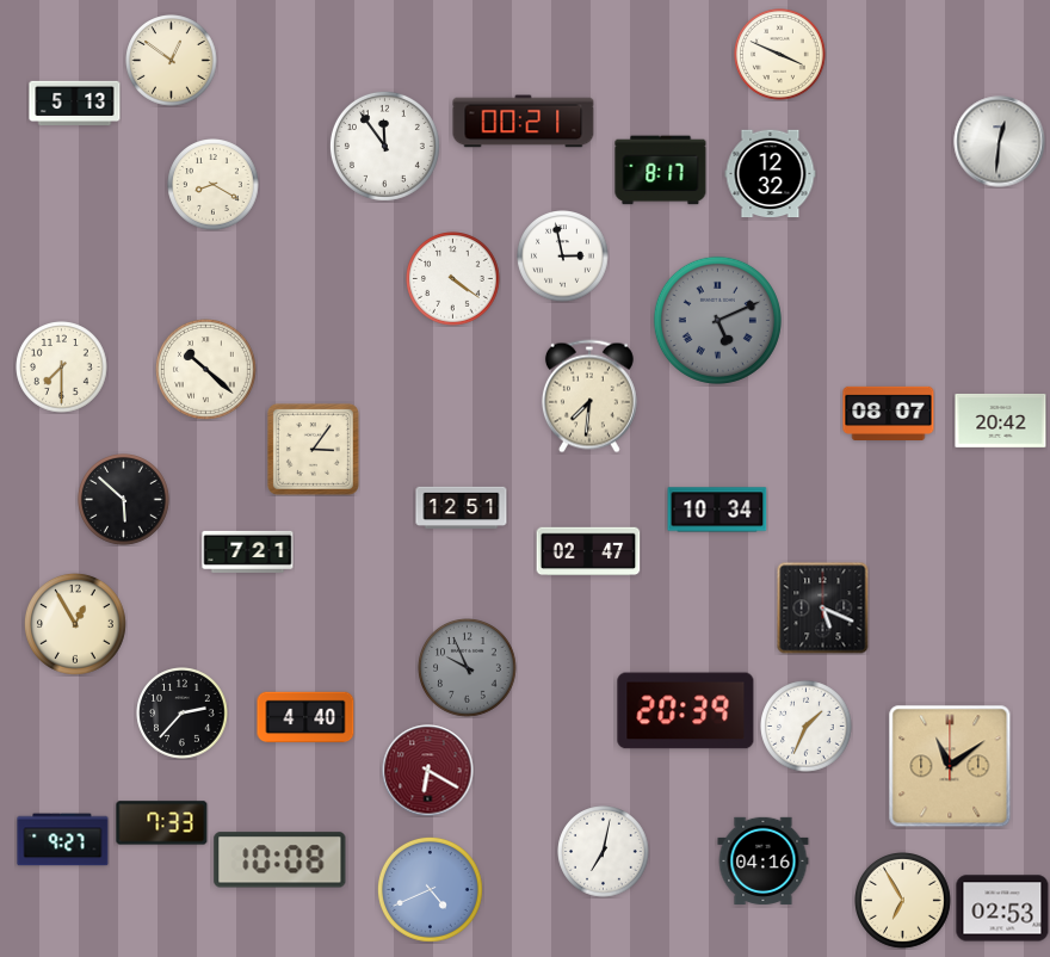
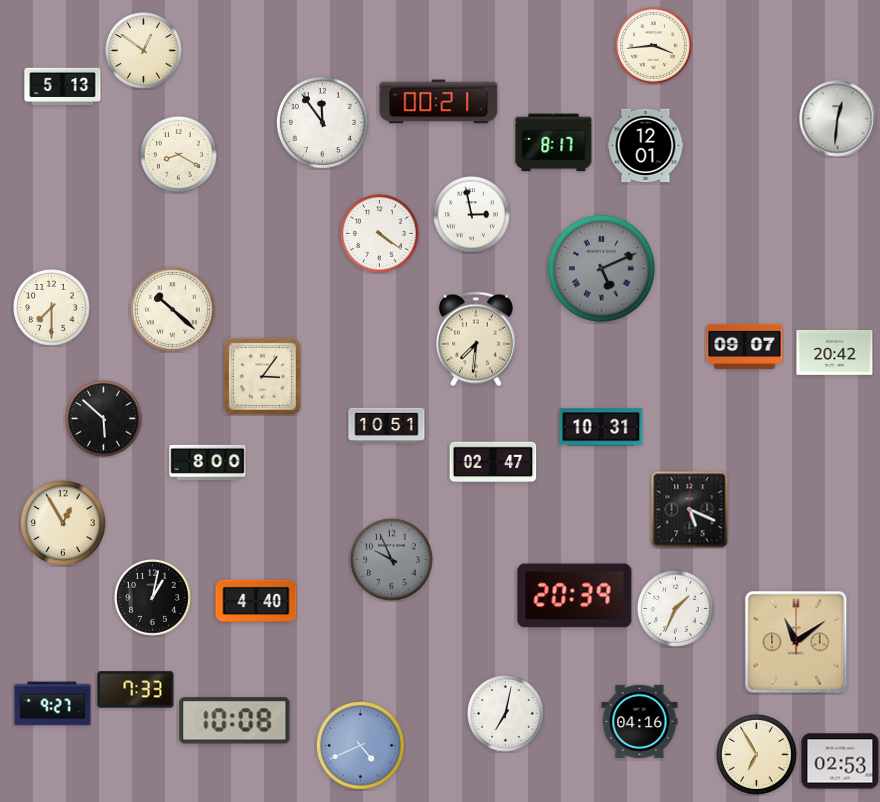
clock at (780, 55): 3:49 -> 3:44
clock at (771, 174): 12:32 -> 12:01
clock at (589, 396) position: (589, 396) -> (476, 339)
clock at (889, 413): 08:07 -> 09:07
clock at (1001, 420) position: (1001, 420) -> (835, 352)
clock at (462, 508): 12:51 -> 10:51
clock at (717, 510): 10:34 -> 10:31
clock at (248, 551): 7:21 -> 8:00
clock at (183, 714): 2:37 -> 1:02
clock at (428, 771): 6:20 -> none
